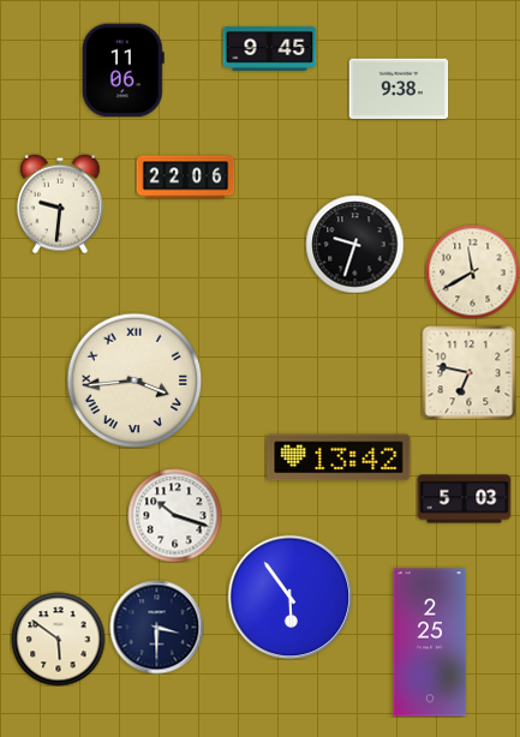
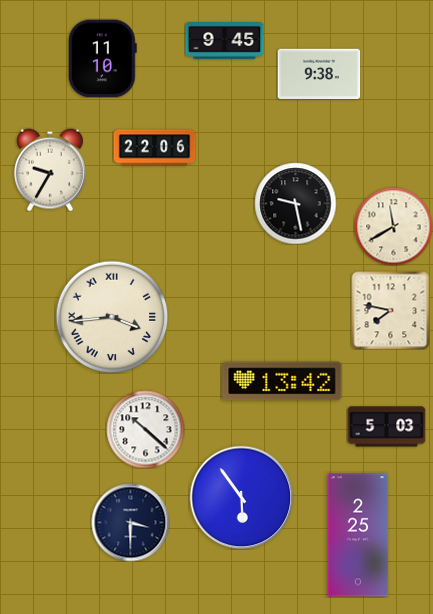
clock at (122, 70): 11:06 -> 11:10
clock at (399, 88) position: (399, 88) -> (319, 73)
clock at (60, 204): 9:31 -> 9:35
clock at (354, 244): 9:33 -> 9:28
clock at (468, 372): 6:47 -> 7:47
clock at (464, 499) position: (464, 499) -> (386, 427)
clock at (174, 515): 10:18 -> 10:22
clock at (58, 639): 5:51 -> none
